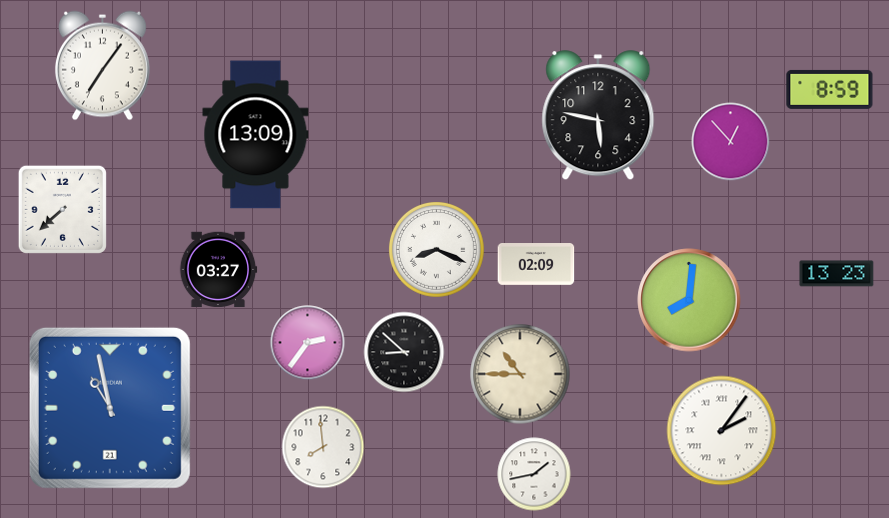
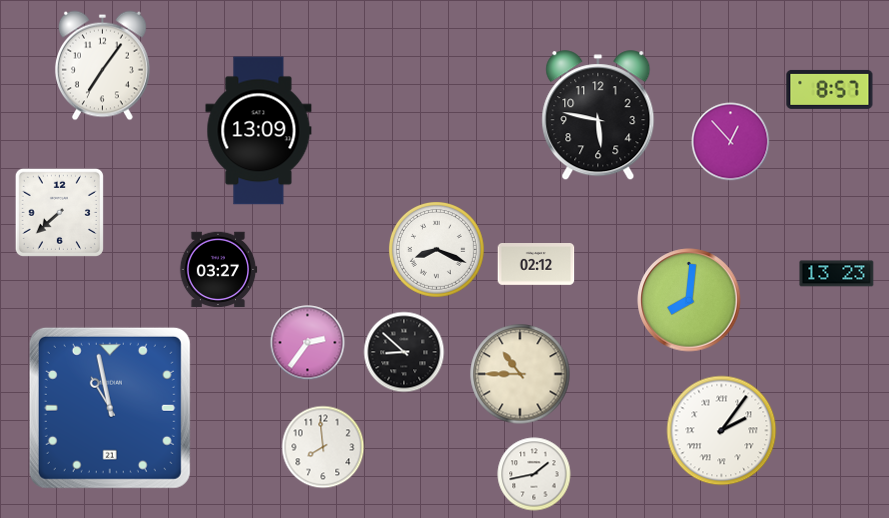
clock at (830, 89): 8:59 -> 8:57
clock at (256, 135) position: (256, 135) -> (259, 131)
clock at (62, 209) position: (62, 209) -> (59, 212)
clock at (536, 265): 02:09 -> 02:12
